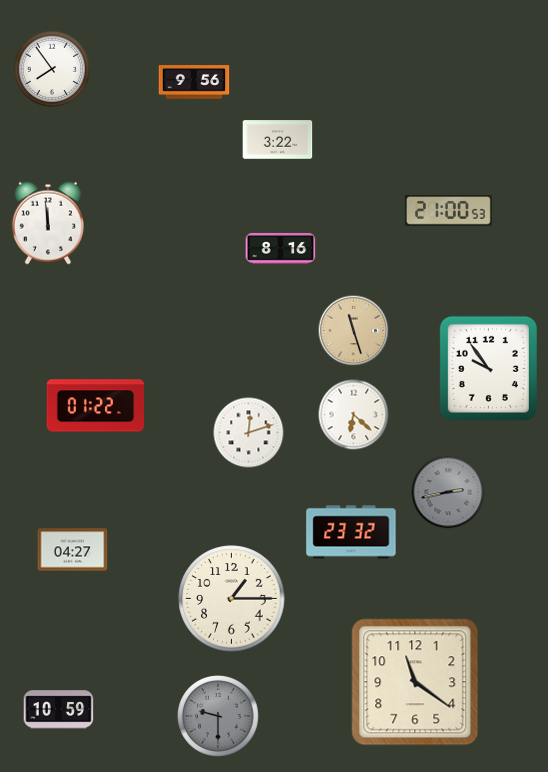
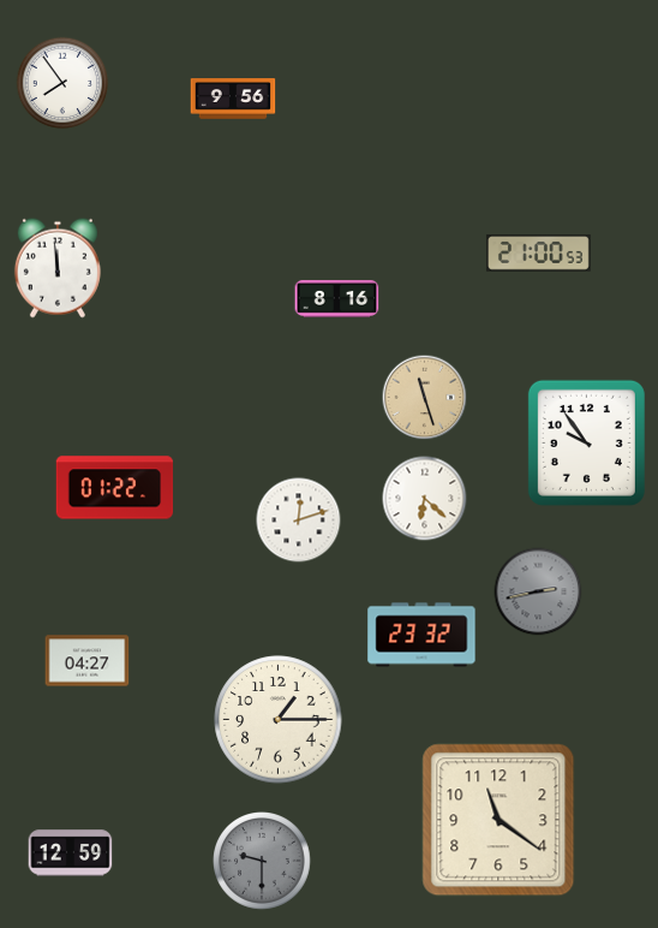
clock at (278, 140): 3:22 -> none
clock at (351, 532) position: (351, 532) -> (421, 635)
clock at (59, 710): 10:59 -> 12:59
